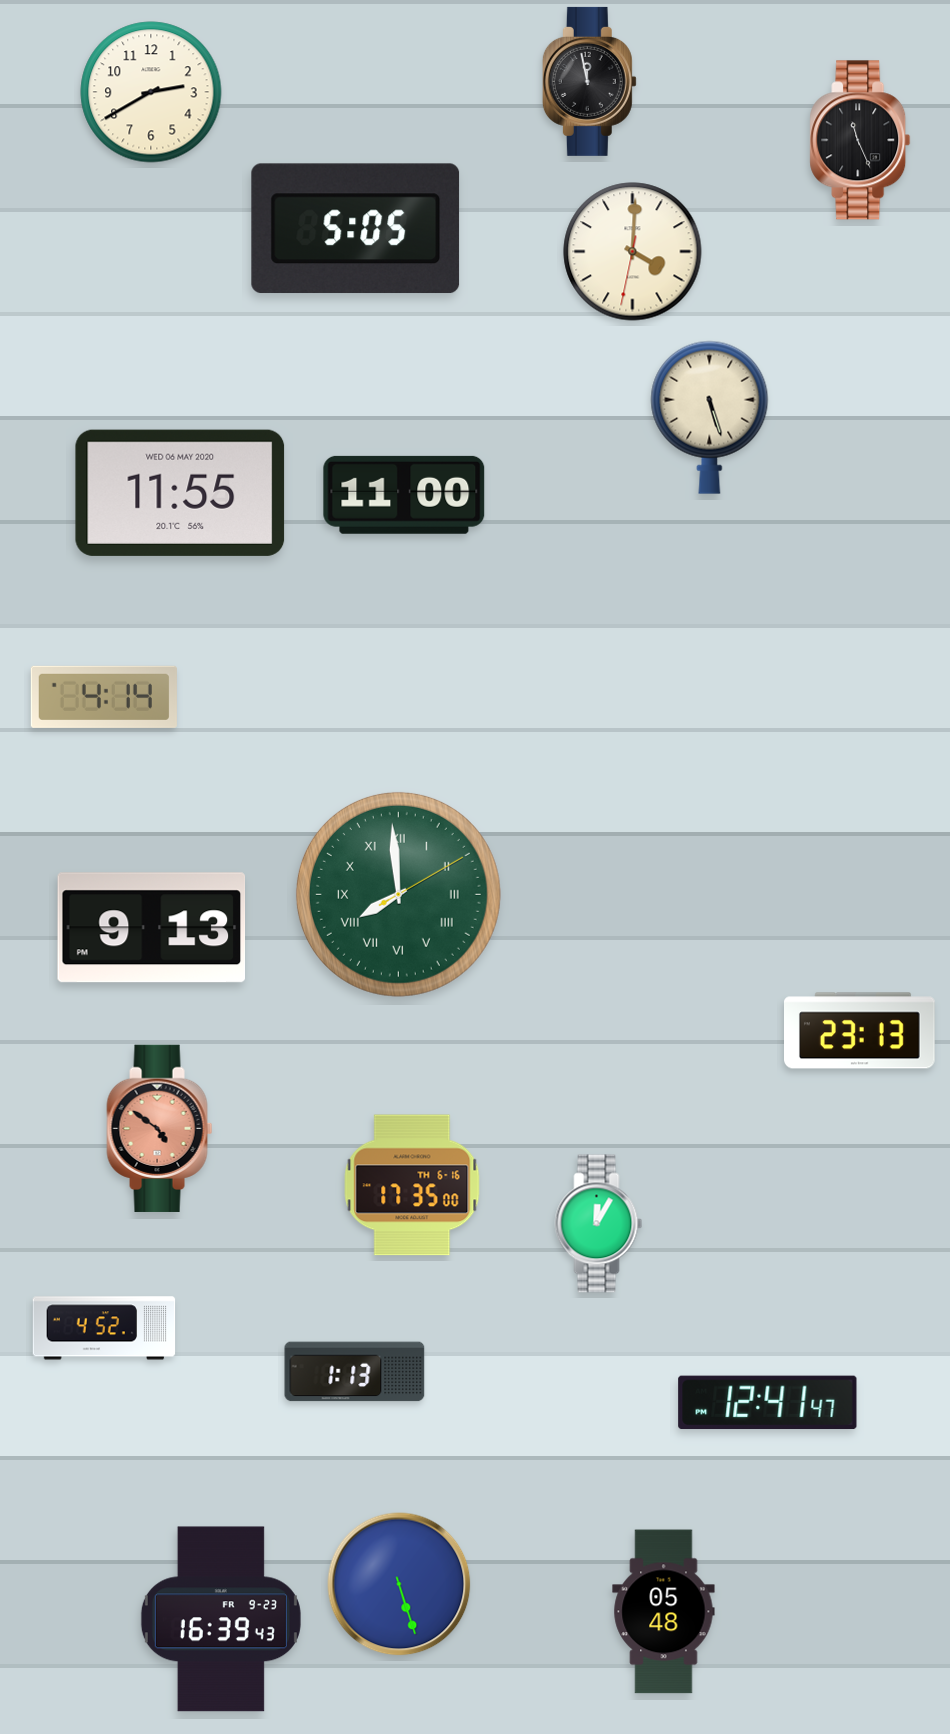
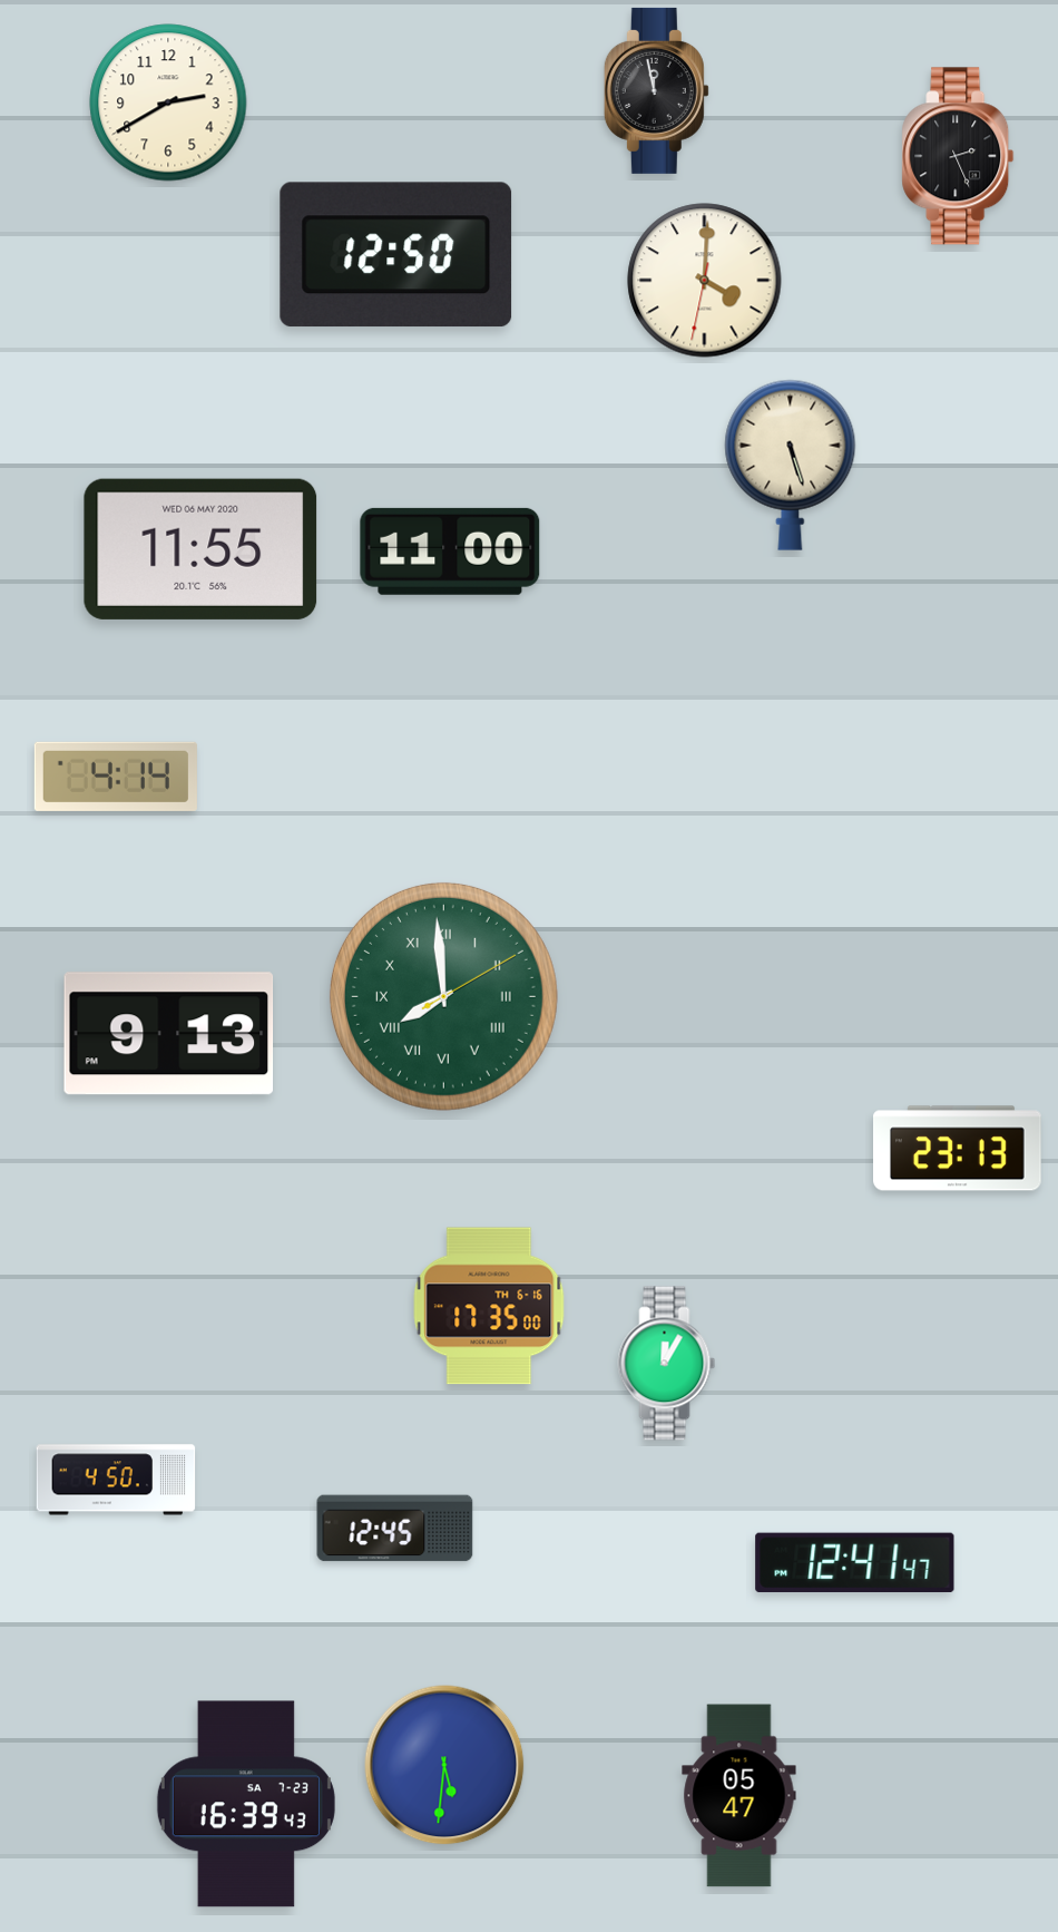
clock at (860, 140): 11:26 -> 2:26
clock at (356, 229): 5:05 -> 12:50
clock at (160, 1128): 4:51 -> none
clock at (412, 1185) position: (412, 1185) -> (489, 1306)
clock at (104, 1328): 4:52 -> 4:50
clock at (355, 1372): 1:13 -> 12:45
clock at (399, 1584): 5:27 -> 5:31
clock at (664, 1612): 05:48 -> 05:47
clock at (221, 1619) date: FR 9-23 -> SA 7-23
